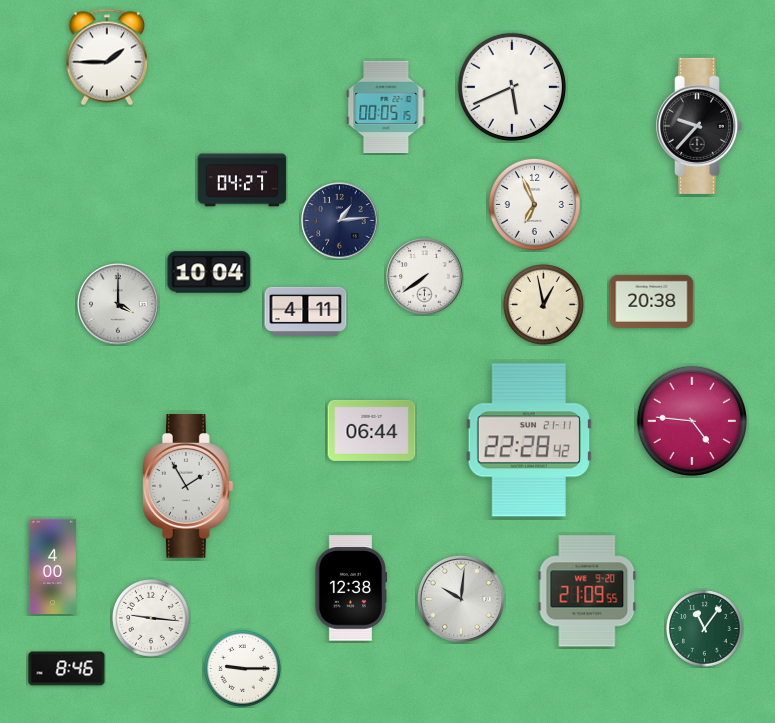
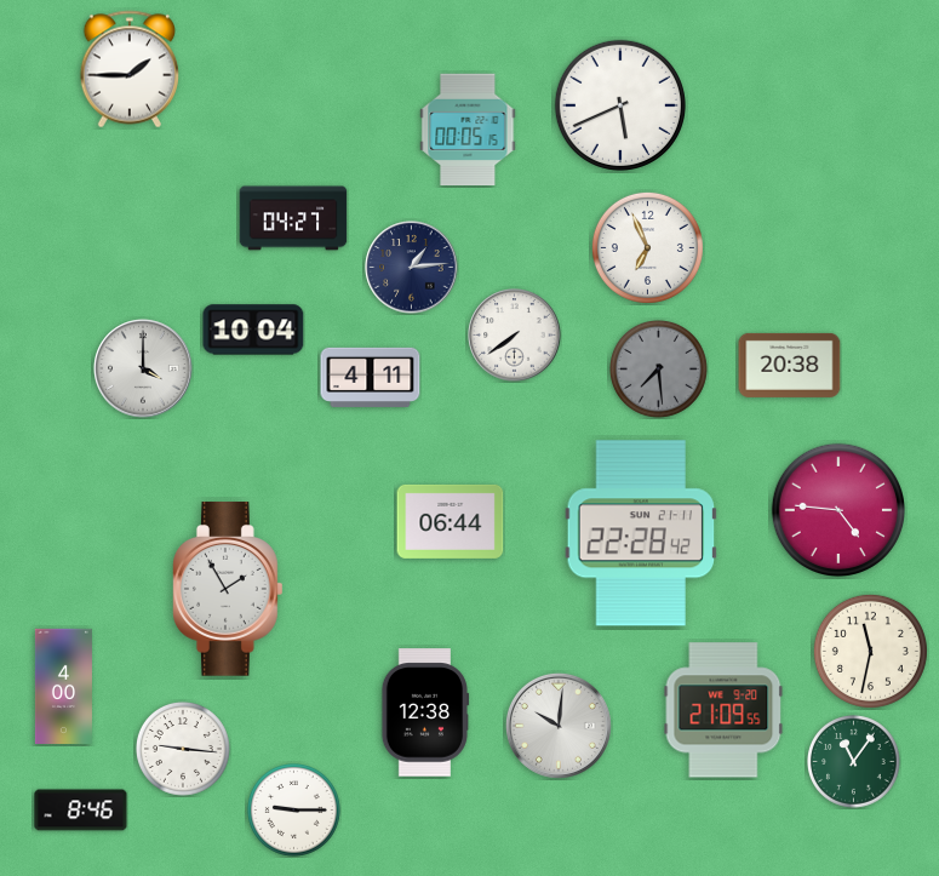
clock at (700, 126): 9:37 -> none
clock at (543, 304): 12:58 -> 7:29
clock at (543, 304) dial: cream -> grey
clock at (870, 651): none -> 11:32
clock at (587, 591) position: (587, 591) -> (723, 710)
